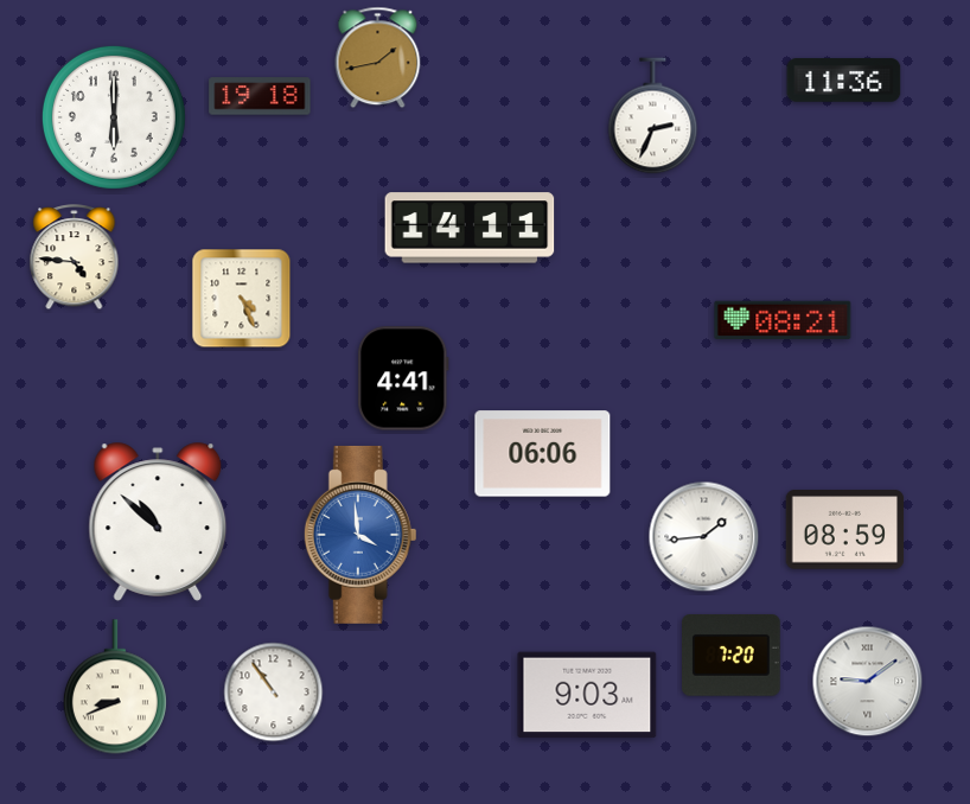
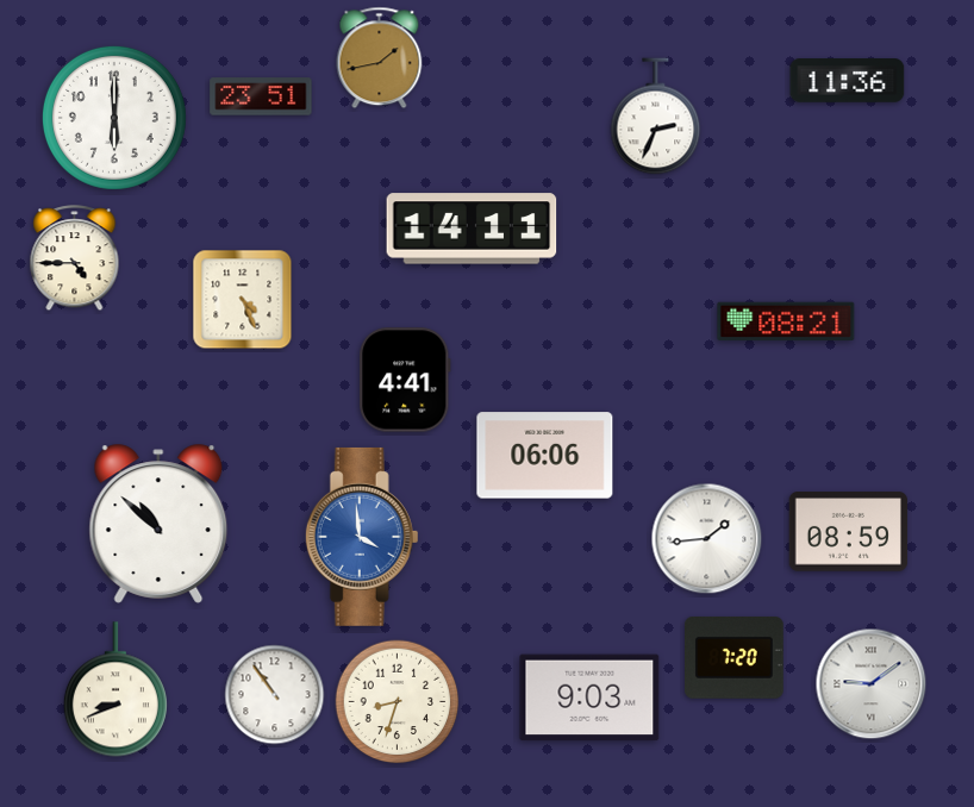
clock at (260, 96): 19:18 -> 23:51
clock at (75, 257): 4:46 -> 4:45
clock at (398, 702): none -> 8:33
